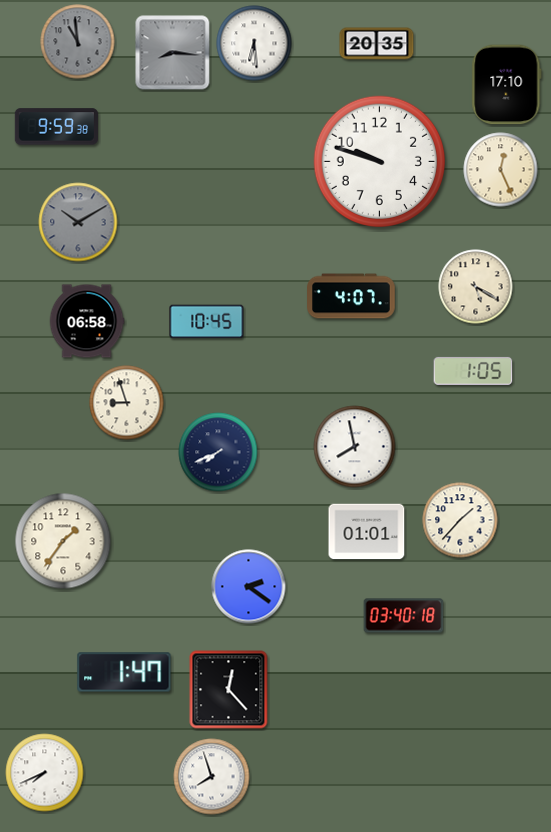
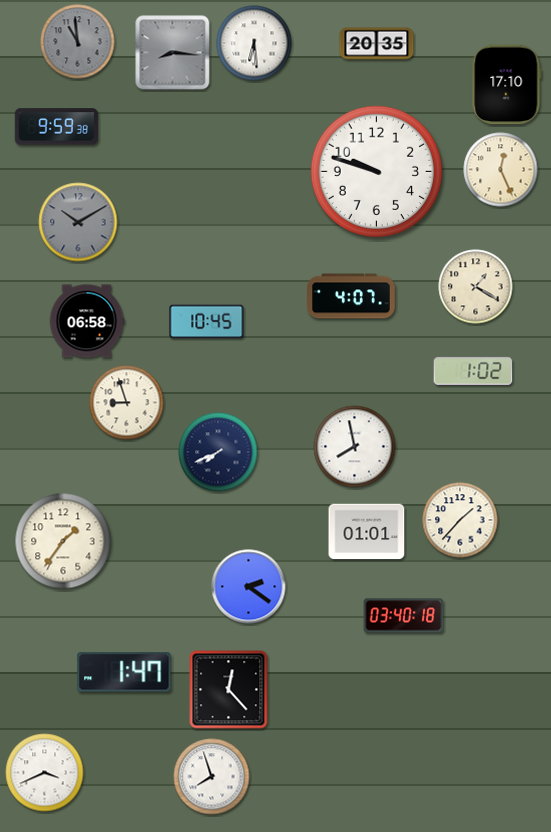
clock at (380, 162) position: (380, 162) -> (377, 172)
clock at (476, 287): 5:20 -> 1:20
clock at (473, 371): 1:05 -> 1:02
clock at (45, 773): 7:41 -> 3:41
